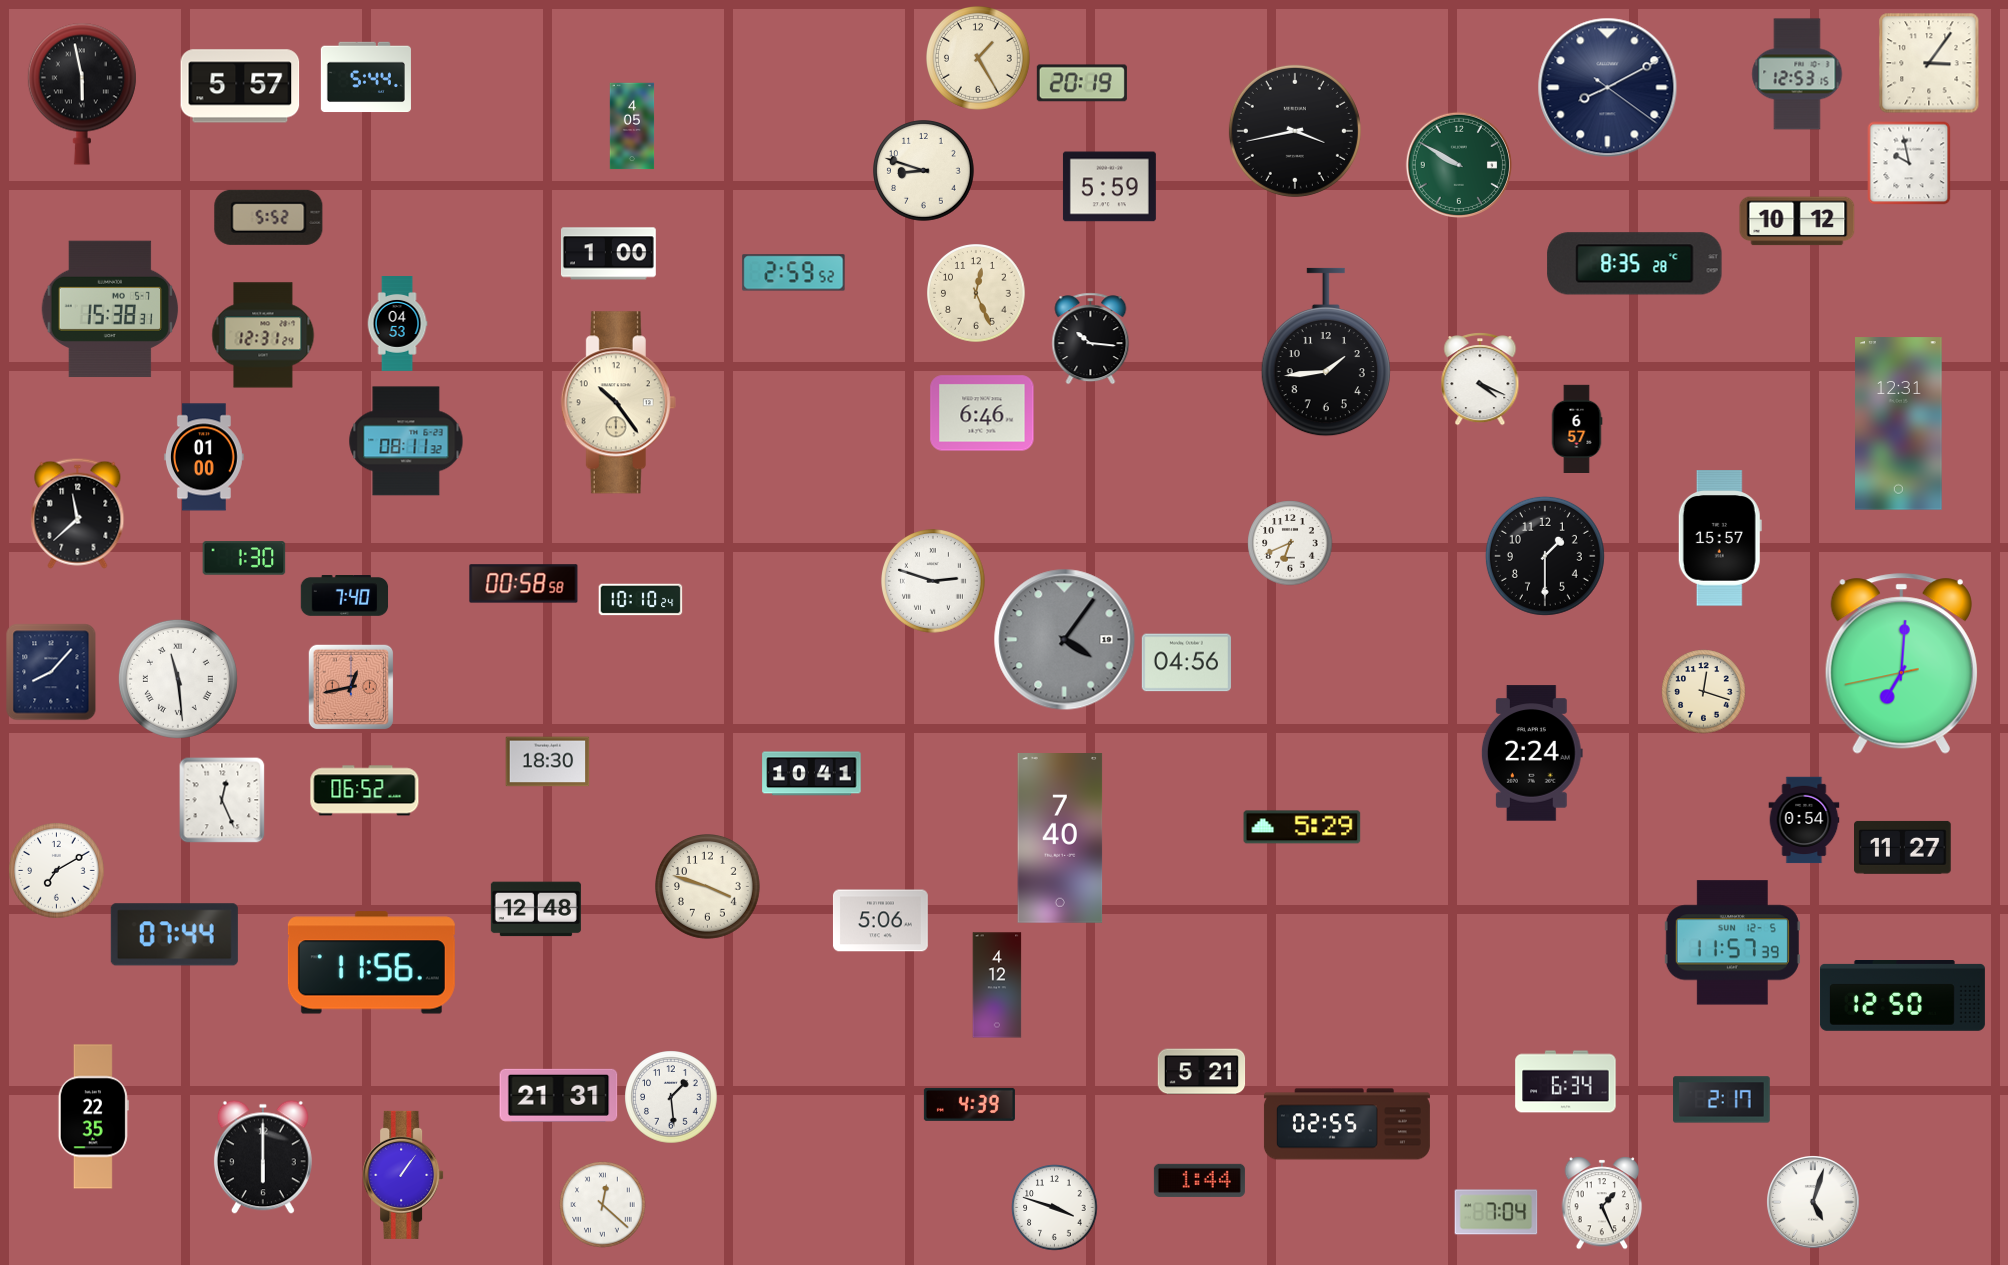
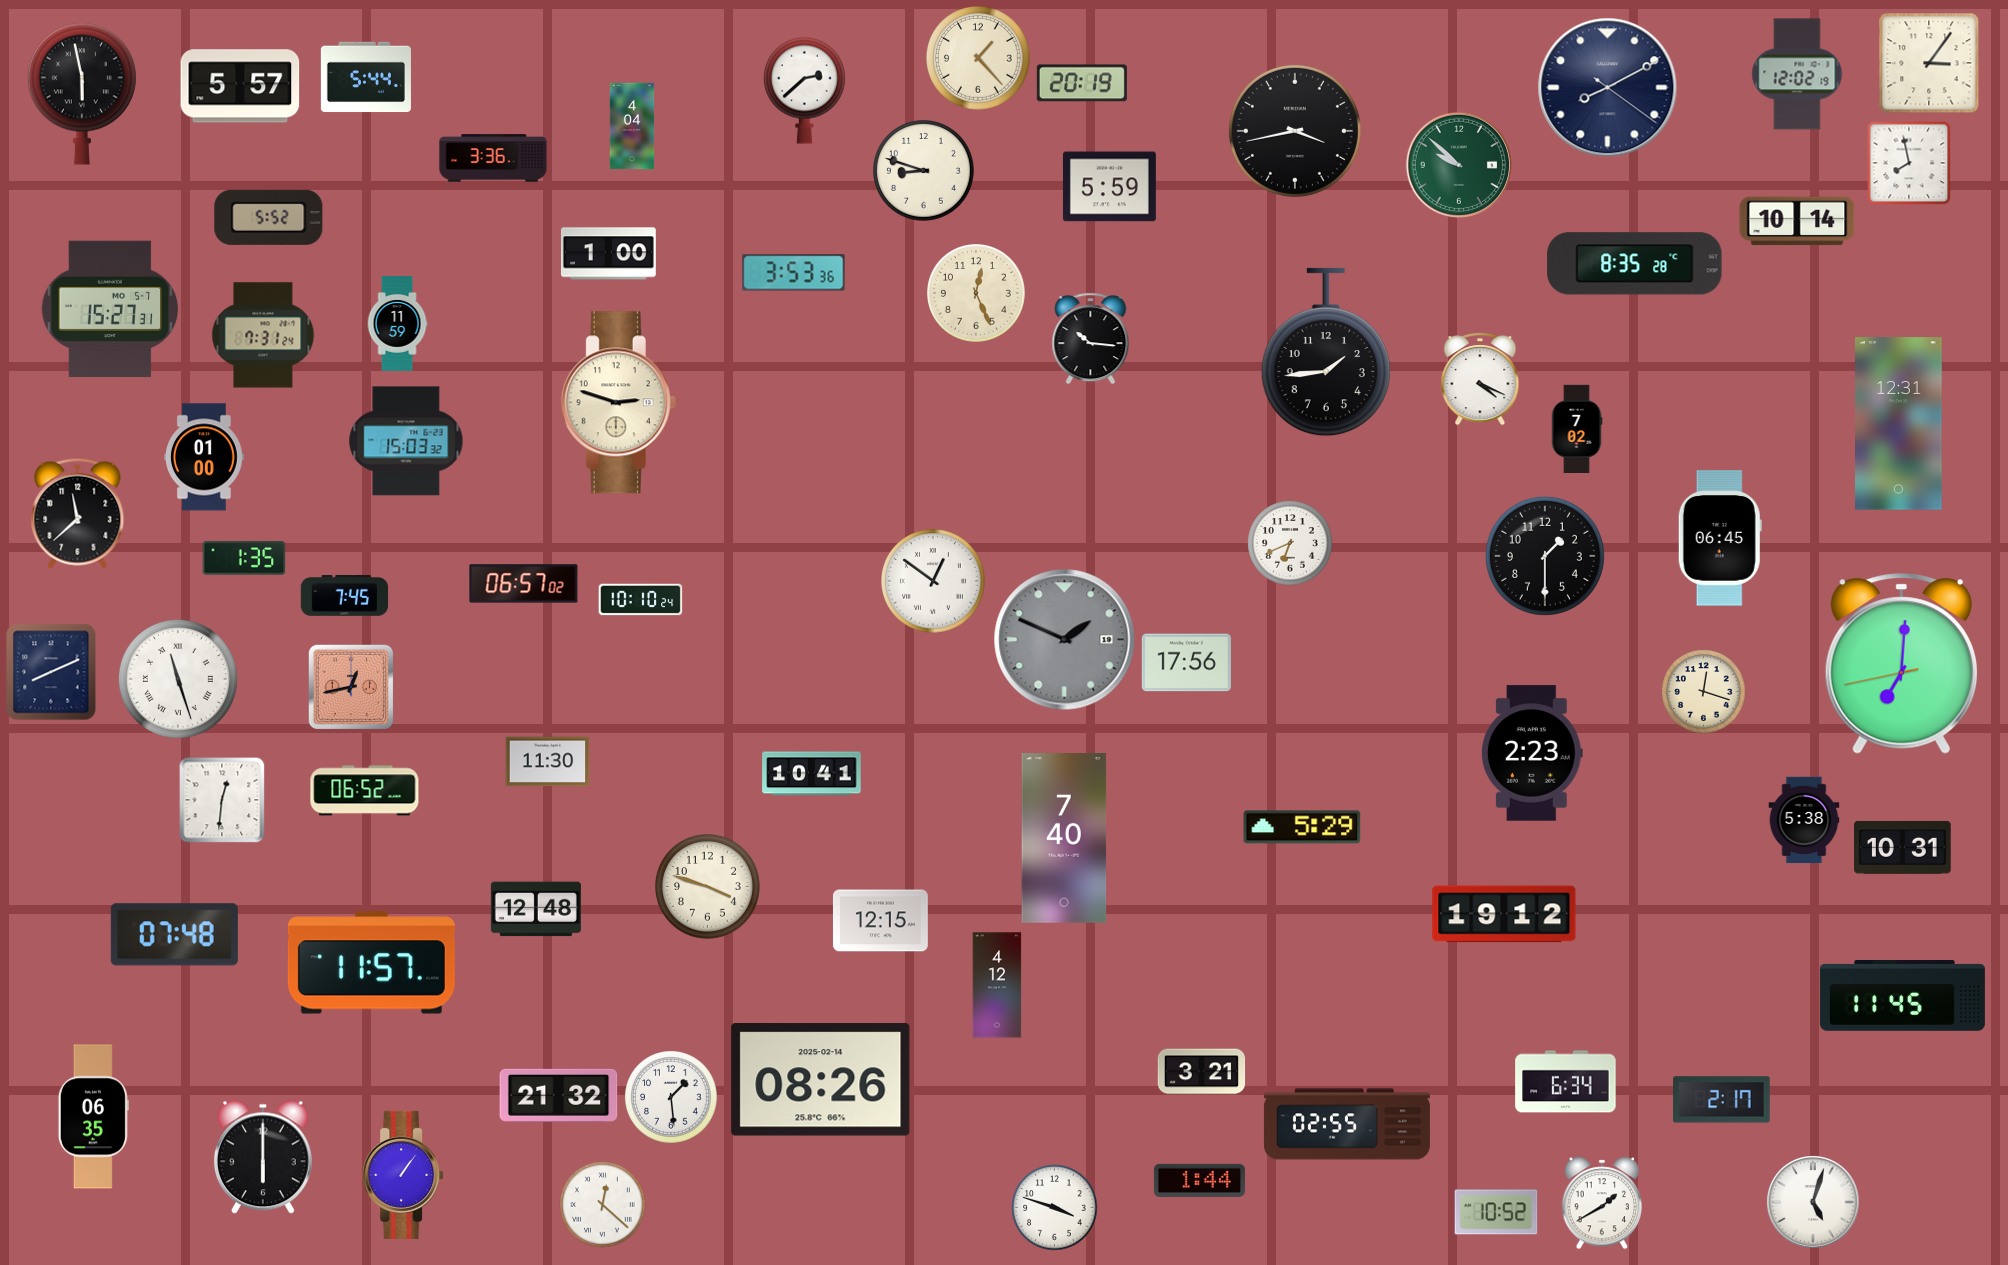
clock at (979, 59): 1:25 -> 1:23
clock at (1797, 74): 12:53 -> 12:02
clock at (804, 90): none -> 2:38
clock at (632, 126): 4:05 -> 4:04
clock at (493, 158): none -> 3:36
clock at (1909, 163): 9:58 -> 7:58
clock at (1459, 165): 9:50 -> 9:52
clock at (1797, 221): 10:12 -> 10:14
clock at (794, 273): 2:59 -> 3:53
clock at (110, 309): 15:38 -> 15:27
clock at (397, 324): 04:53 -> 11:59
clock at (263, 335): 12:31 -> 7:31
clock at (618, 403): 10:24 -> 2:48
clock at (982, 413): 6:46 -> none
clock at (1577, 428): 6:57 -> 7:02
clock at (406, 441): 08:11 -> 15:03
clock at (1720, 538): 15:57 -> 06:45
clock at (244, 558): 1:30 -> 1:35
clock at (934, 582): 2:48 -> 12:51
clock at (524, 584): 00:58 -> 06:57
clock at (345, 596): 7:40 -> 7:45
clock at (1065, 640): 4:06 -> 1:49
clock at (1186, 663): 04:56 -> 17:56
clock at (51, 672): 8:07 -> 8:11
clock at (178, 679): 11:29 -> 11:27
clock at (1532, 753): 2:24 -> 2:23
clock at (548, 762): 18:30 -> 11:30
clock at (222, 800): 12:26 -> 12:31
clock at (1804, 820): 0:54 -> 5:38
clock at (1060, 839) position: (1060, 839) -> (1064, 839)
clock at (1903, 847): 11:27 -> 10:31
clock at (57, 871): 7:10 -> none
clock at (1504, 914): none -> 19:12
clock at (880, 921): 5:06 -> 12:15
clock at (174, 935): 07:44 -> 07:48
clock at (1732, 943): 11:57 -> none
clock at (371, 963): 11:56 -> 11:57
clock at (1902, 996): 12:50 -> 11:45
clock at (1202, 1072): 5:21 -> 3:21
clock at (821, 1080): none -> 08:26
clock at (559, 1095): 21:31 -> 21:32
clock at (969, 1104): 4:39 -> none
clock at (93, 1117): 22:35 -> 06:35
clock at (1602, 1203): 1:26 -> 1:40
clock at (1496, 1212): 7:04 -> 10:52
